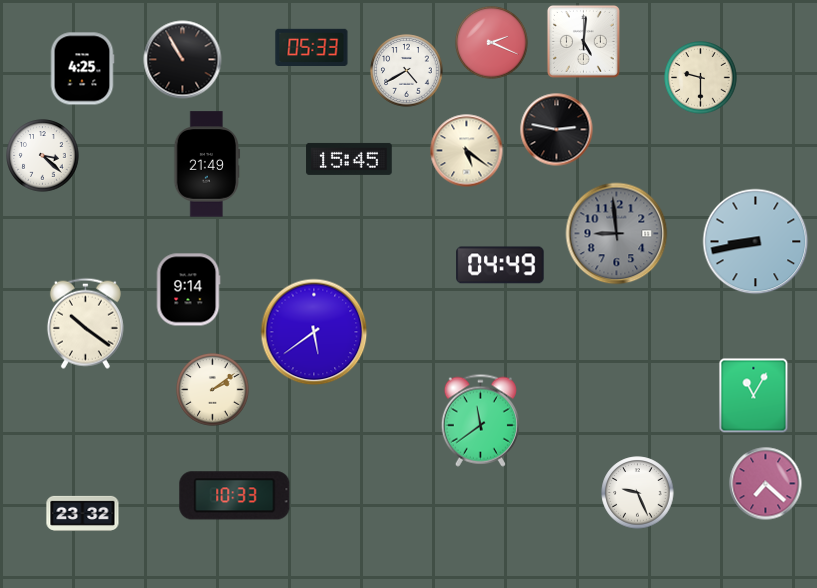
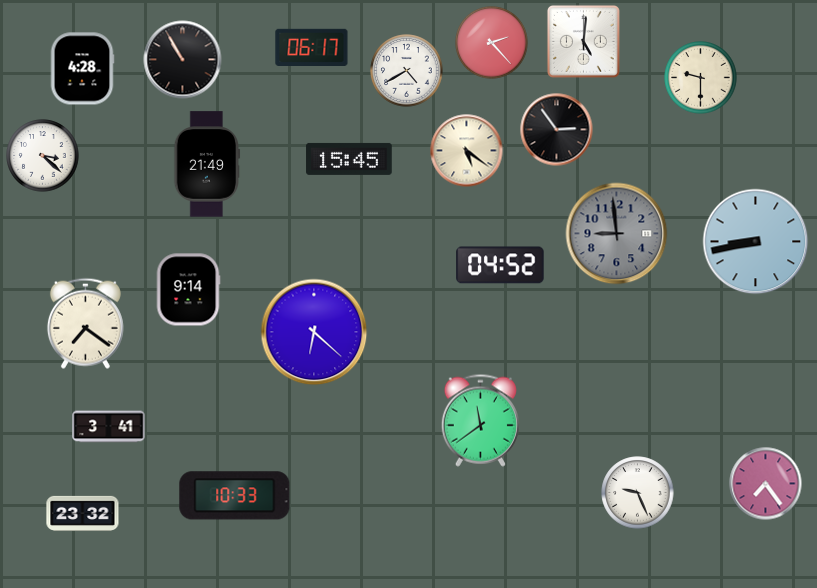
clock at (492, 43): 2:19 -> 2:23
clock at (312, 48): 05:33 -> 06:17
clock at (82, 69): 4:25 -> 4:28
clock at (557, 130): 2:47 -> 2:54
clock at (500, 265): 04:49 -> 04:52
clock at (85, 323): 10:21 -> 7:21
clock at (314, 332): 5:39 -> 6:22
clock at (213, 390): 2:09 -> none
clock at (754, 396): 11:05 -> none
clock at (109, 427): none -> 3:41
clock at (766, 484): 7:22 -> 7:24
